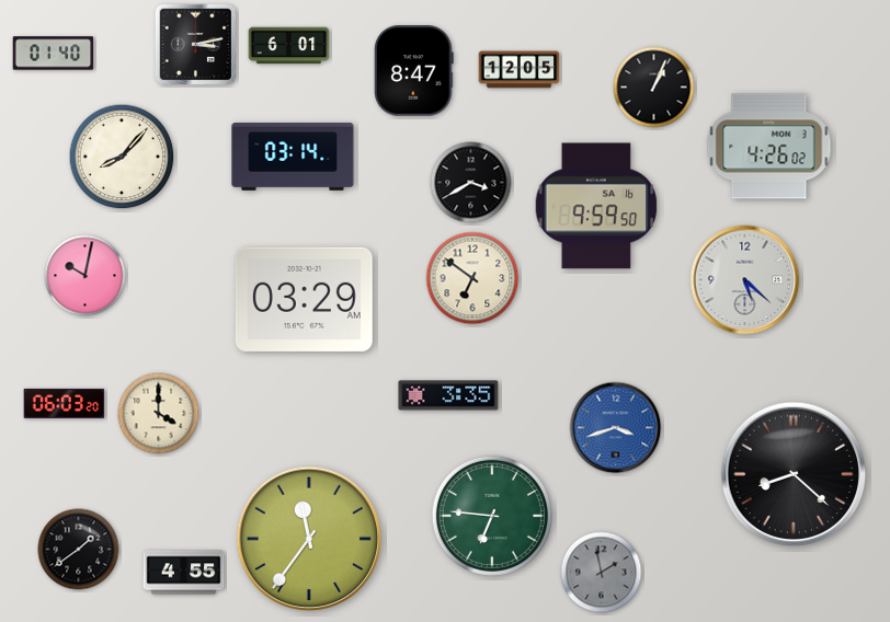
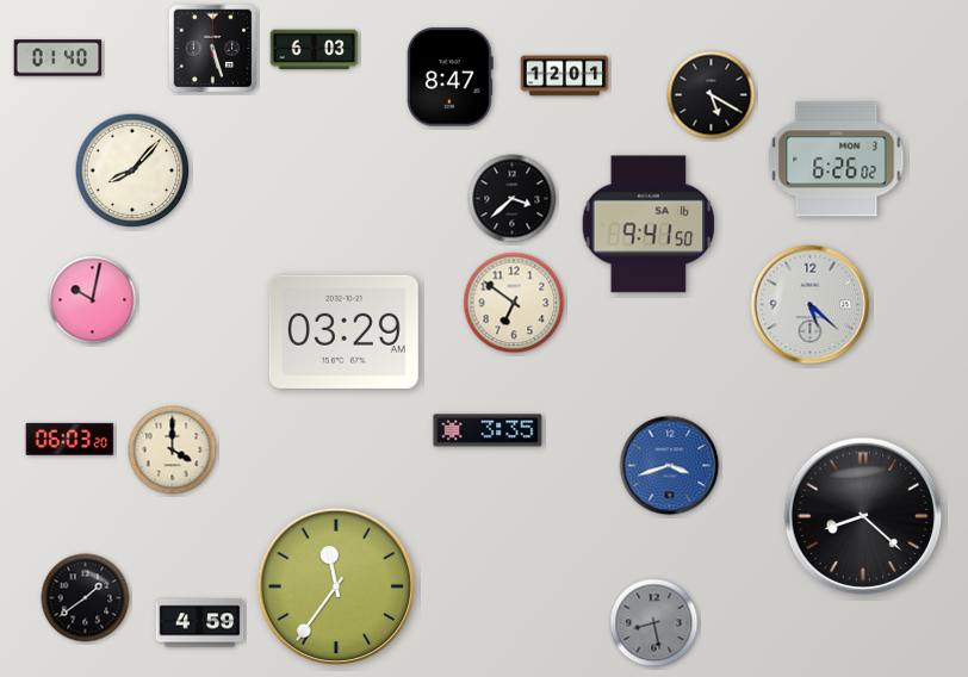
clock at (196, 45): 3:13 -> 5:27
clock at (289, 46): 6:01 -> 6:03
clock at (520, 70): 12:05 -> 12:01
clock at (654, 88): 1:04 -> 5:20
clock at (769, 147): 4:26 -> 6:26
clock at (293, 157): 03:14 -> none
clock at (471, 183): 3:40 -> 3:38
clock at (596, 206): 9:59 -> 9:41
clock at (304, 299) position: (304, 299) -> (343, 331)
clock at (492, 516): 6:46 -> none
clock at (184, 573): 4:55 -> 4:59
clock at (602, 573): 1:58 -> 8:28
